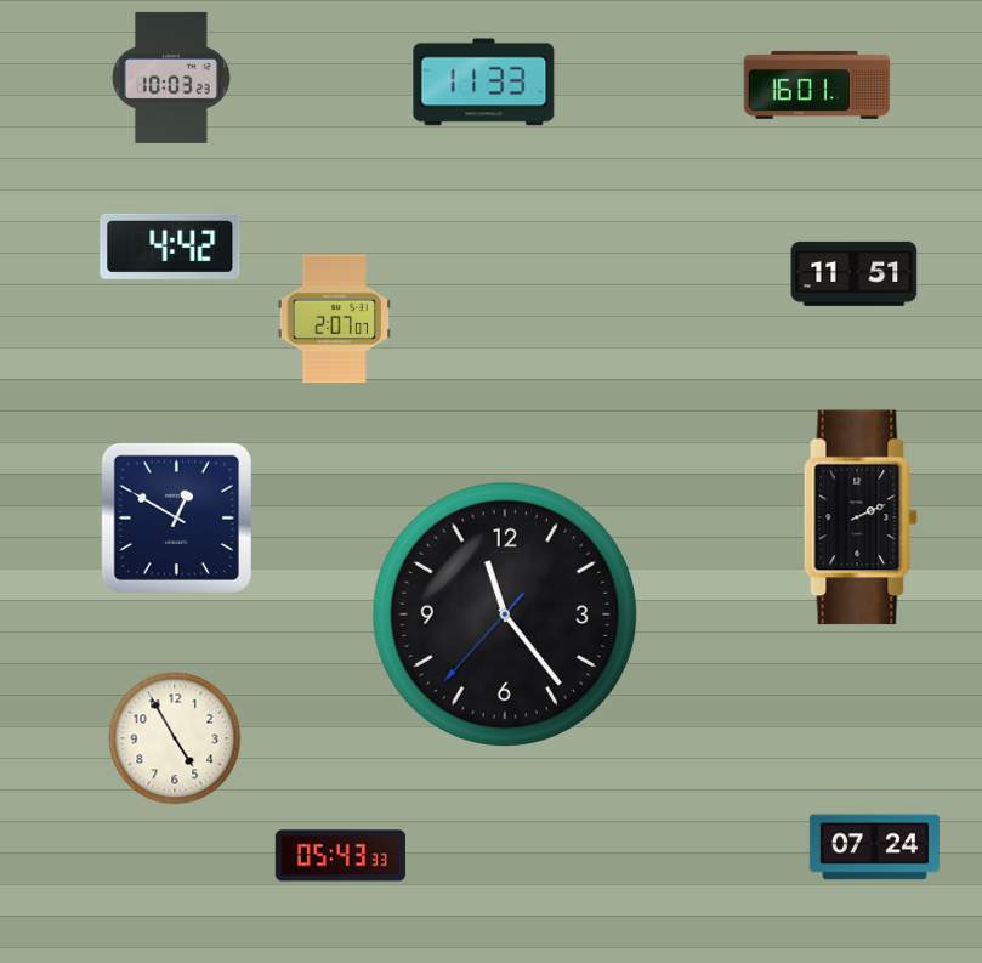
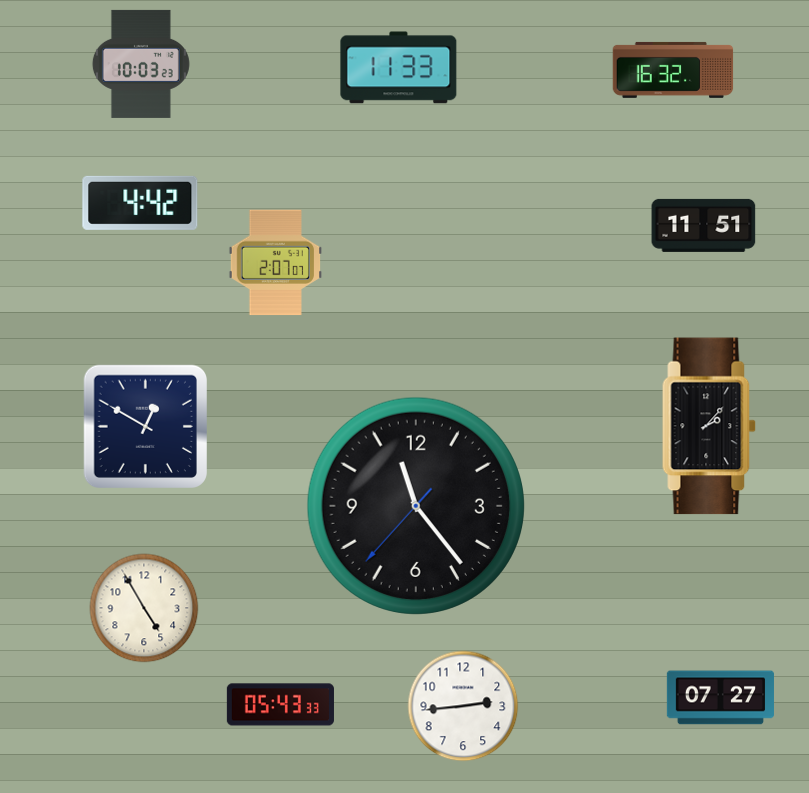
clock at (817, 85): 16:01 -> 16:32
clock at (861, 517): 2:11 -> 2:07
clock at (874, 848): 07:24 -> 07:27
clock at (463, 706): none -> 2:44
